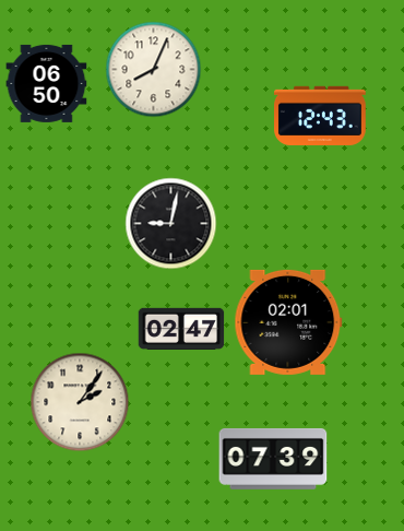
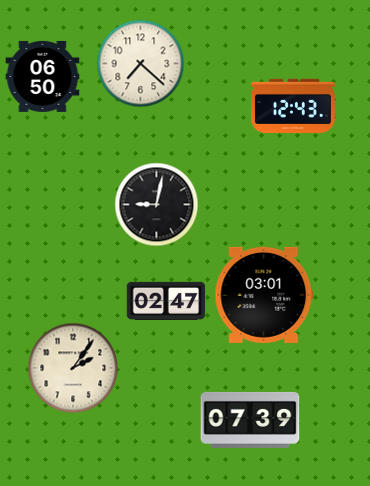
clock at (154, 70): 8:04 -> 7:22
clock at (288, 322): 02:01 -> 03:01
